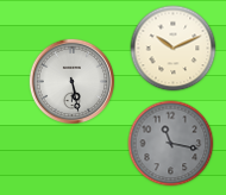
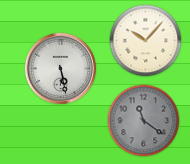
clock at (174, 49): 10:11 -> 10:07
clock at (171, 144): 11:17 -> 11:21
